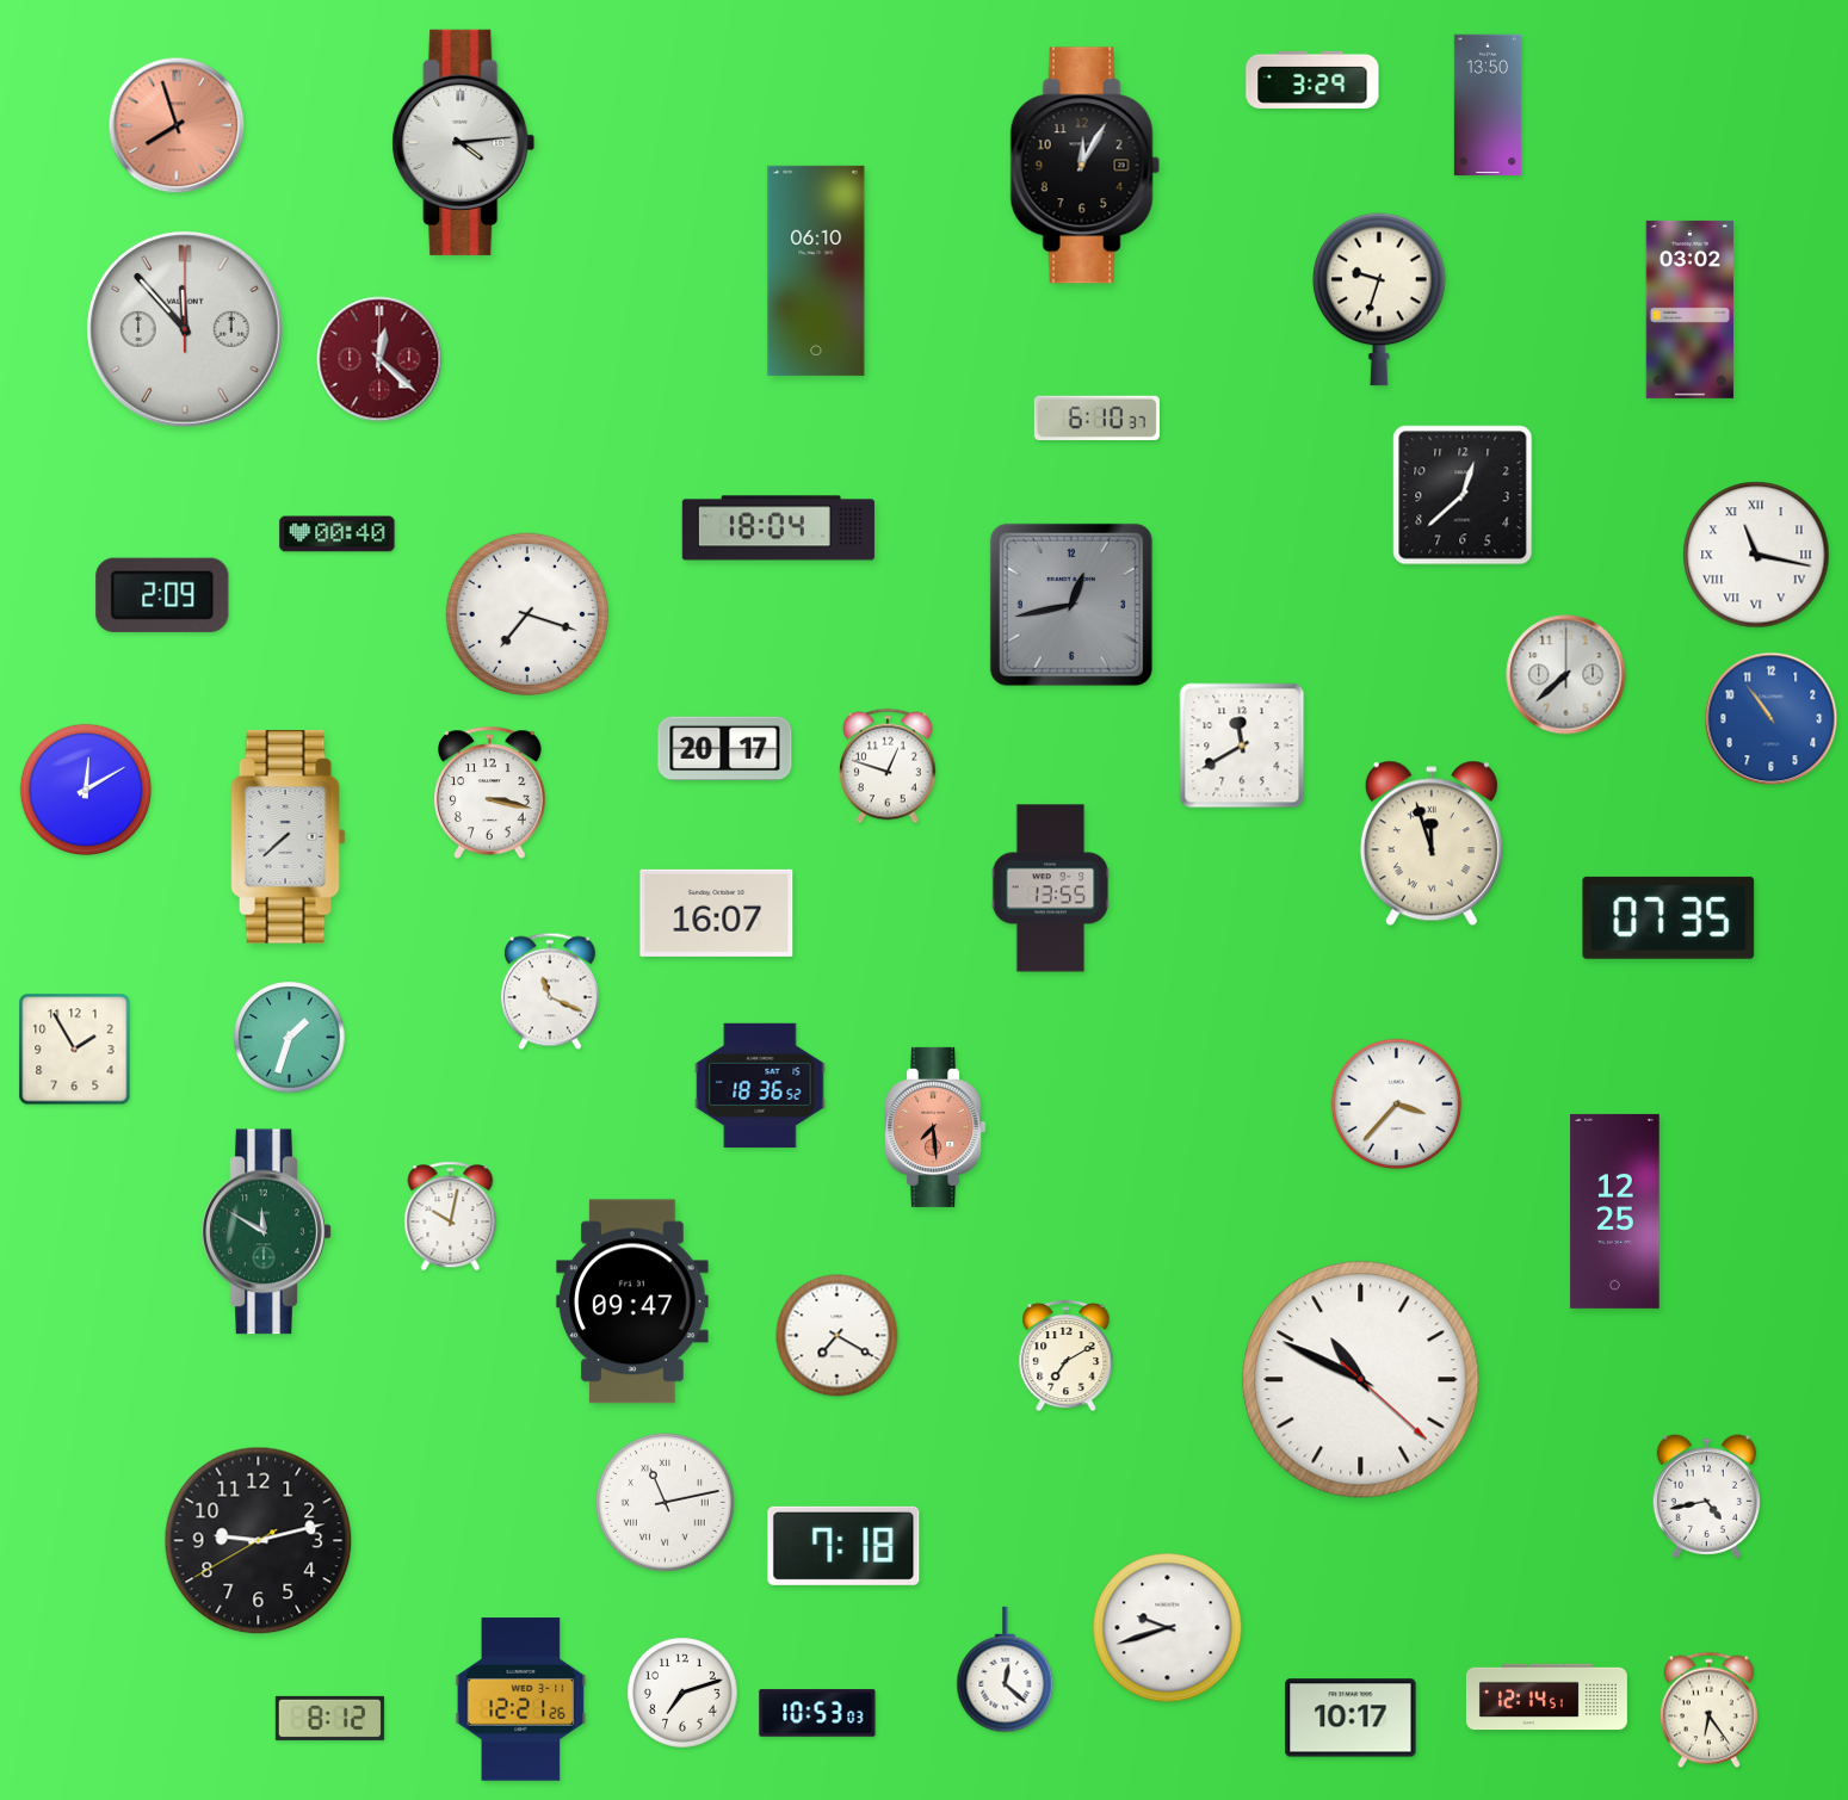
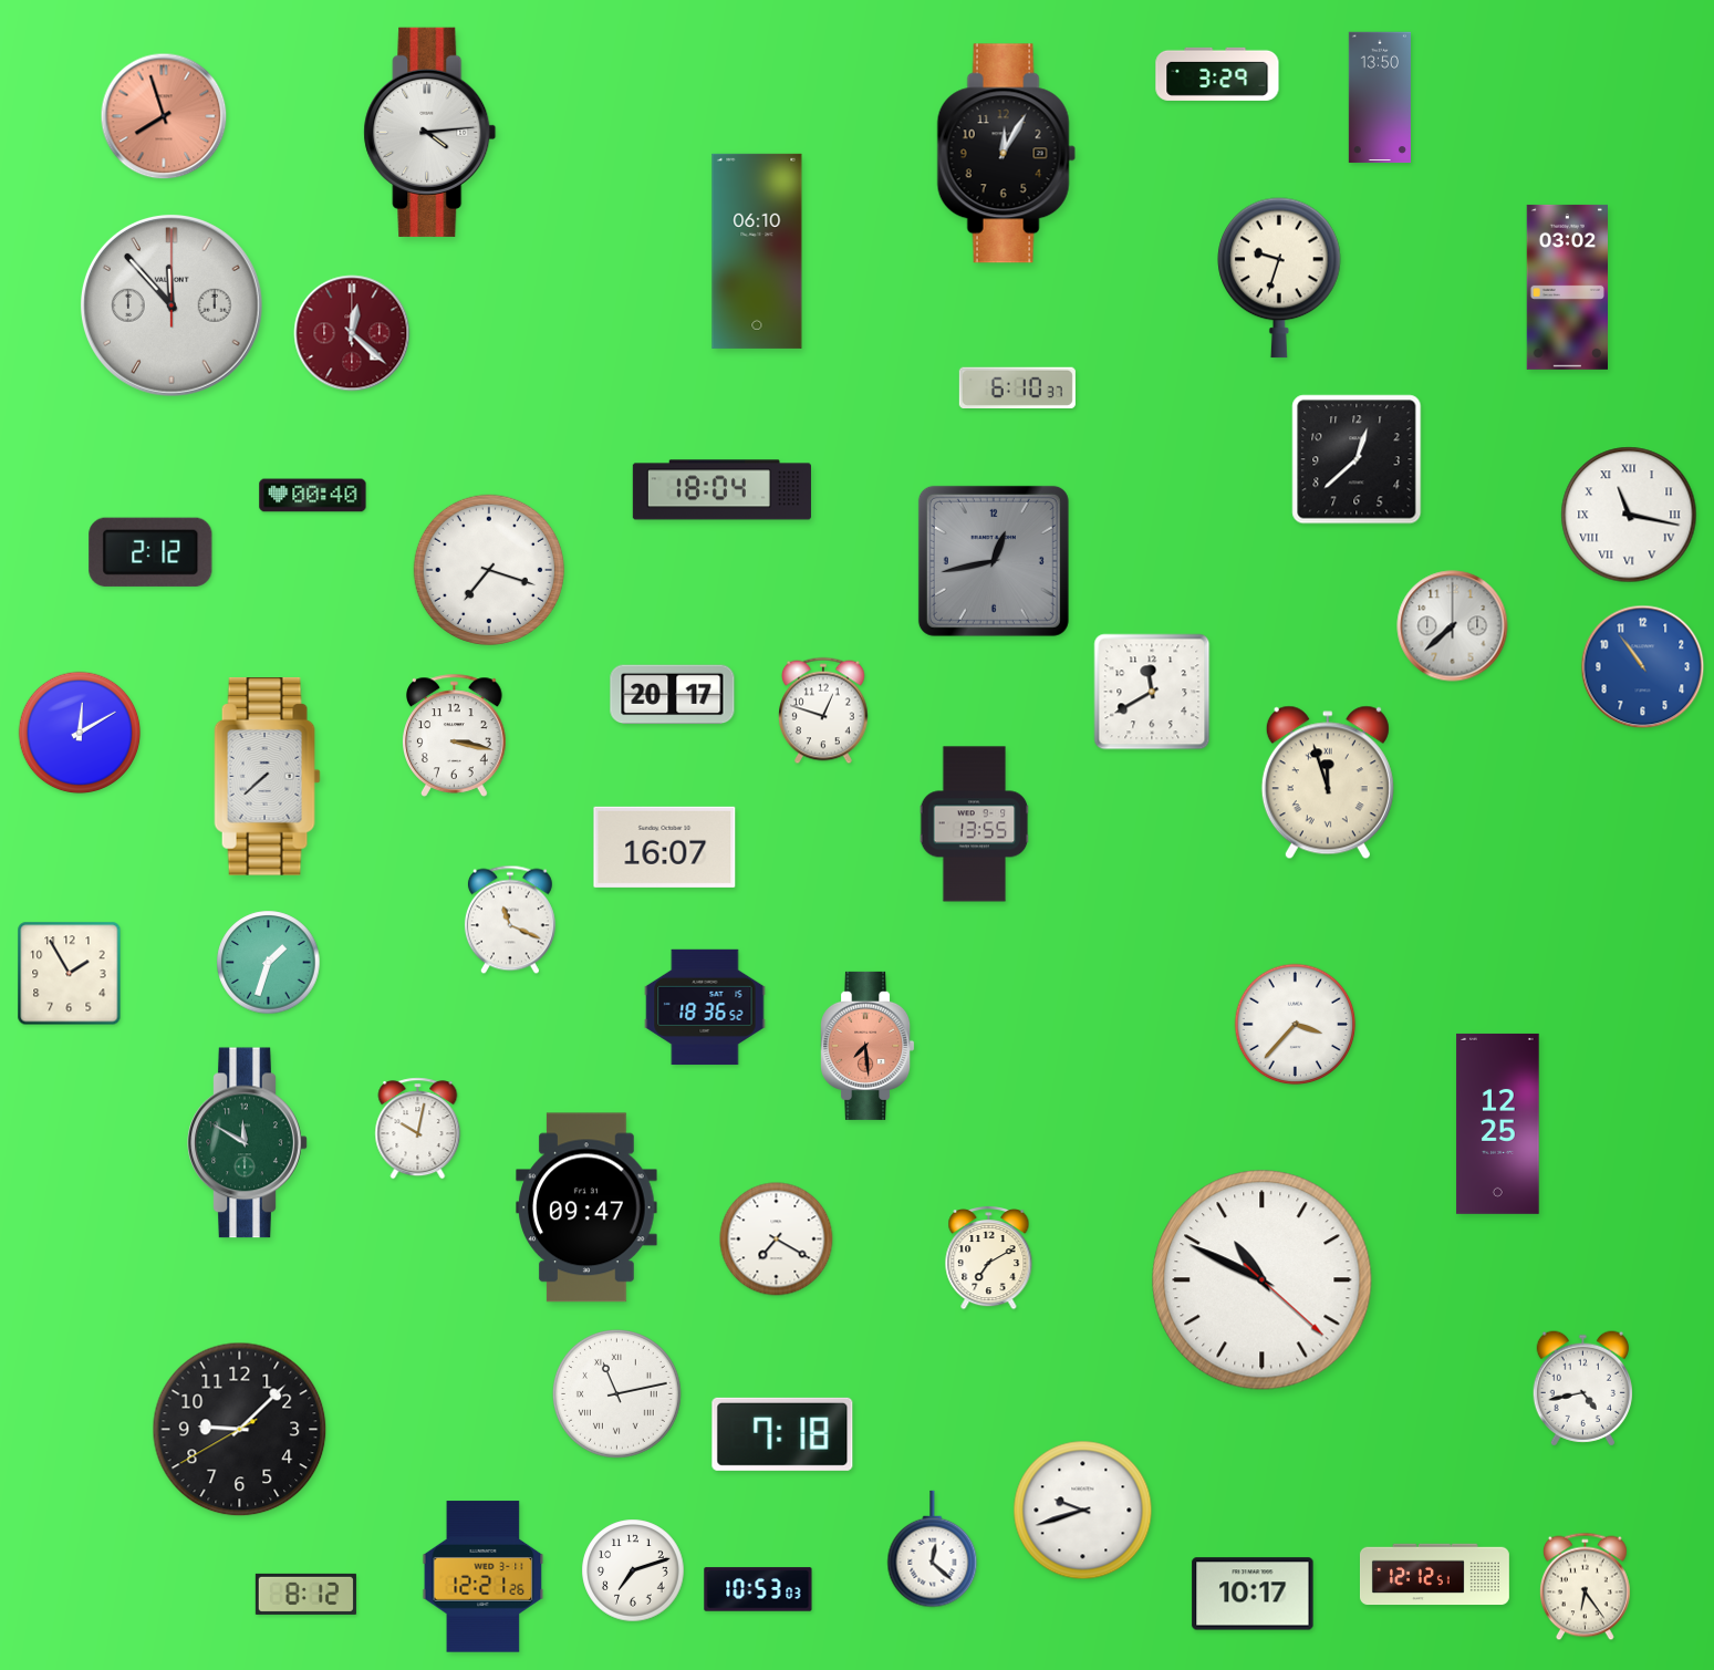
clock at (162, 595): 2:09 -> 2:12
clock at (1669, 917): 07:35 -> none
clock at (259, 1541): 9:12 -> 9:07
clock at (1546, 1697): 12:14 -> 12:12
